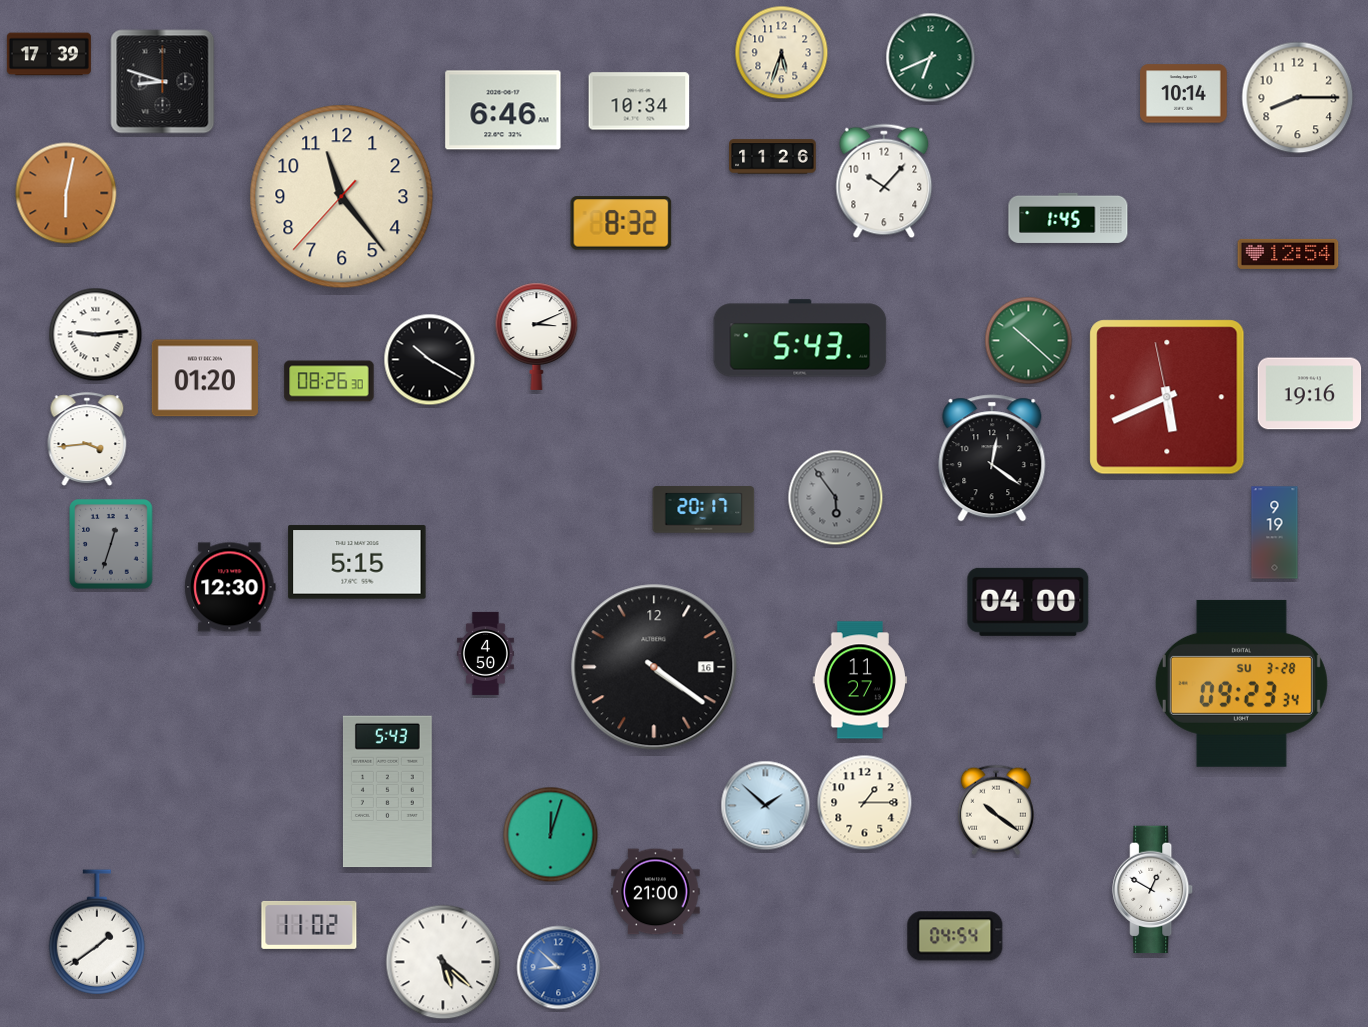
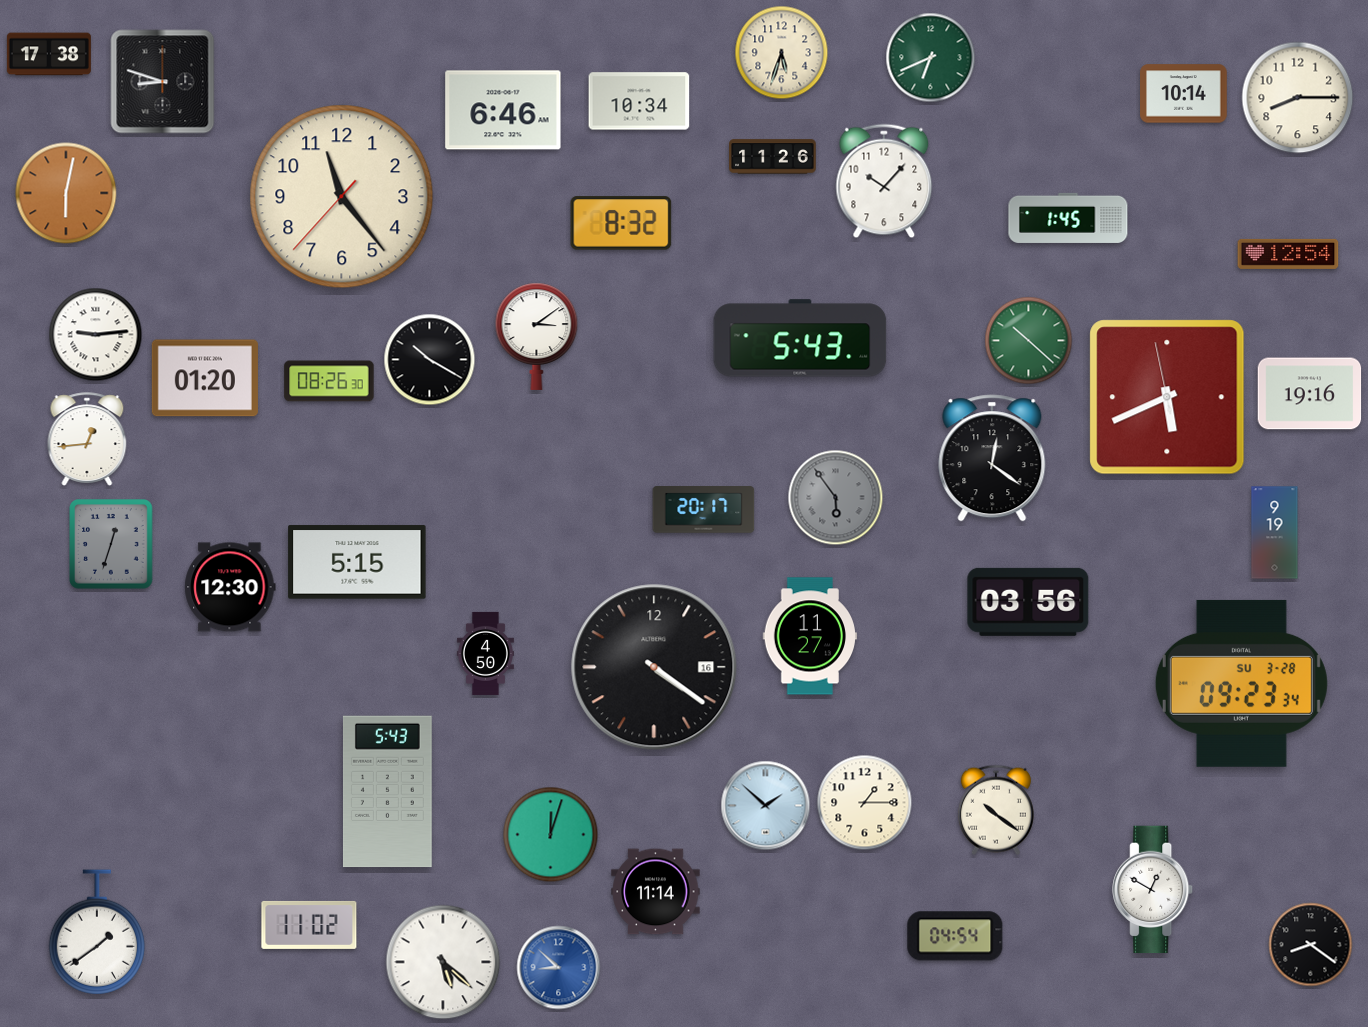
clock at (49, 54): 17:39 -> 17:38
clock at (537, 336): 3:11 -> 3:09
clock at (87, 439): 3:44 -> 12:44
clock at (1028, 602): 04:00 -> 03:56
clock at (860, 680) position: (860, 680) -> (810, 636)
clock at (656, 892): 21:00 -> 11:14
clock at (1311, 945): none -> 8:21
